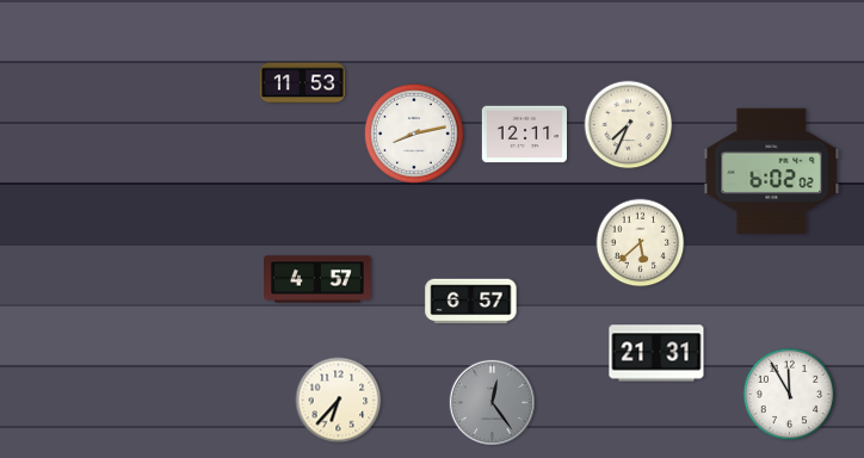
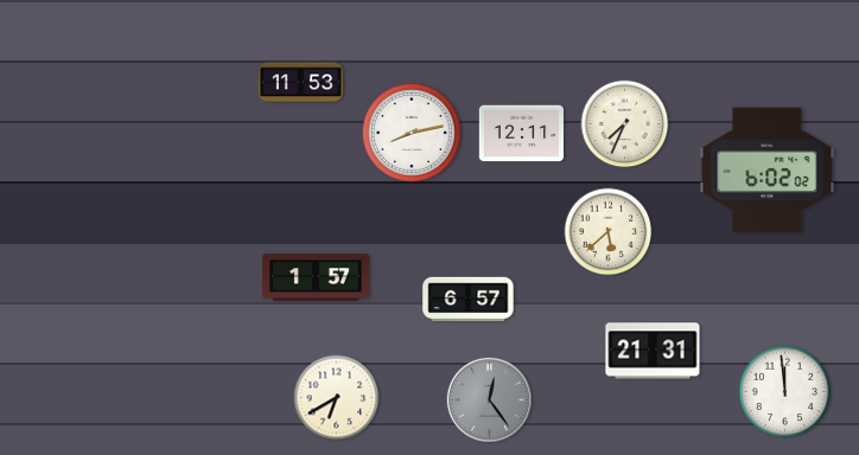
clock at (641, 243) position: (641, 243) -> (609, 232)
clock at (319, 279): 4:57 -> 1:57
clock at (790, 395): 11:55 -> 11:59
clock at (339, 401): 6:37 -> 6:40
